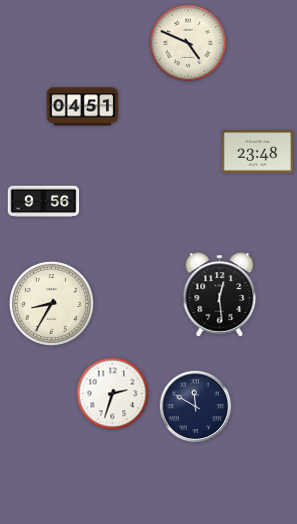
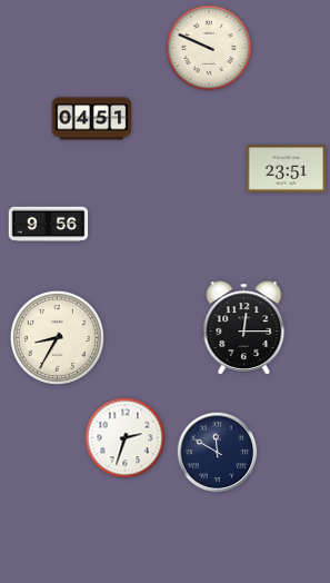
clock at (188, 43): 4:49 -> 9:49
clock at (258, 152): 23:48 -> 23:51
clock at (220, 295): 12:29 -> 12:15
